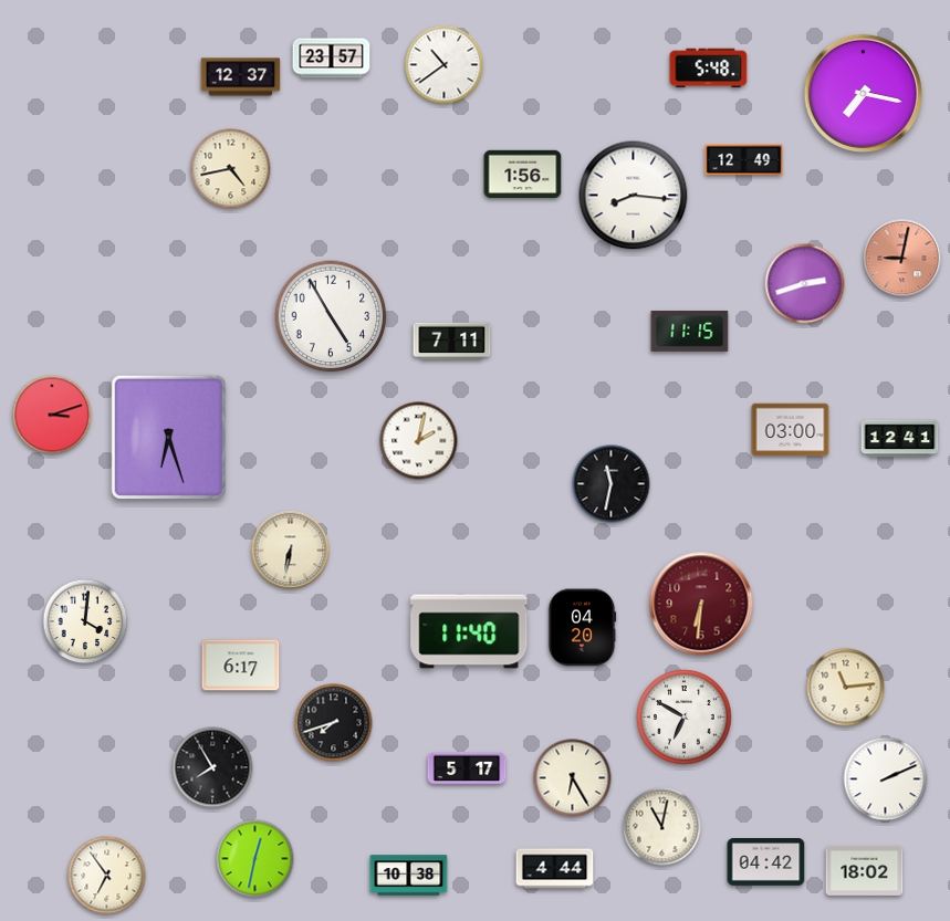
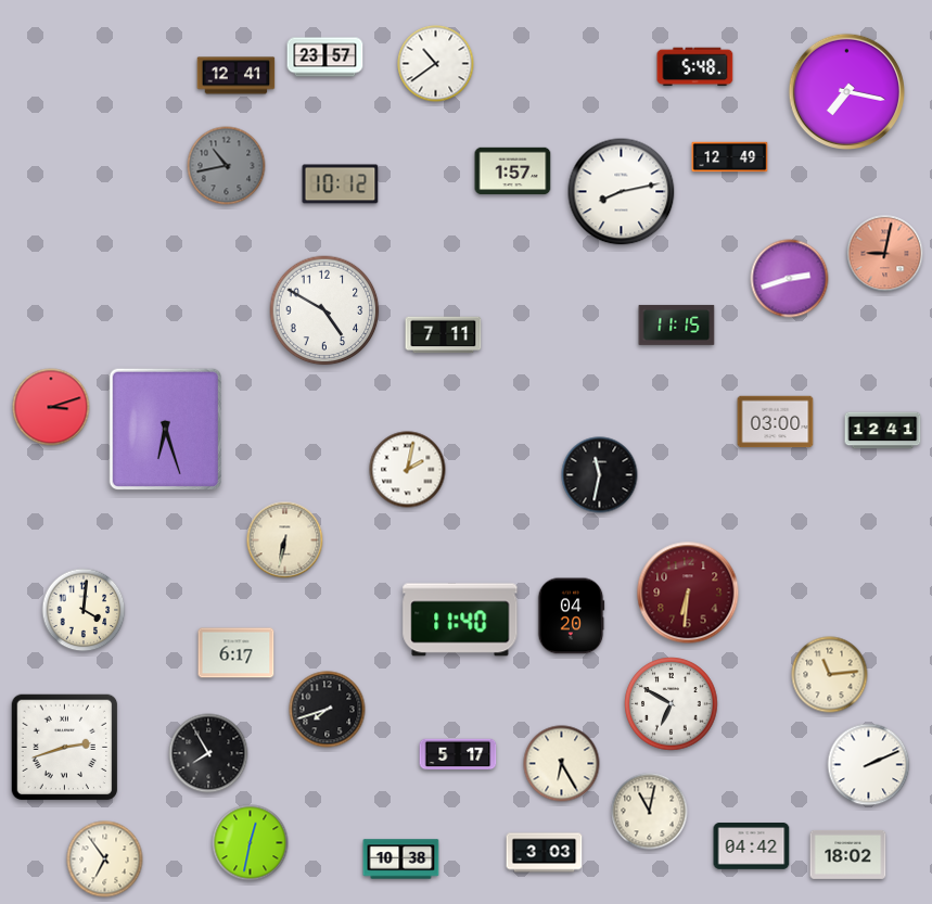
clock at (241, 77): 12:37 -> 12:41
clock at (231, 169): 4:43 -> 10:43
clock at (231, 169) dial: cream -> grey
clock at (523, 175): 1:56 -> 1:57
clock at (341, 184): none -> 10:12
clock at (634, 196): 8:16 -> 8:13
clock at (331, 316): 4:55 -> 4:50
clock at (419, 441) position: (419, 441) -> (408, 470)
clock at (65, 748): none -> 2:42
clock at (555, 869): 4:44 -> 3:03
